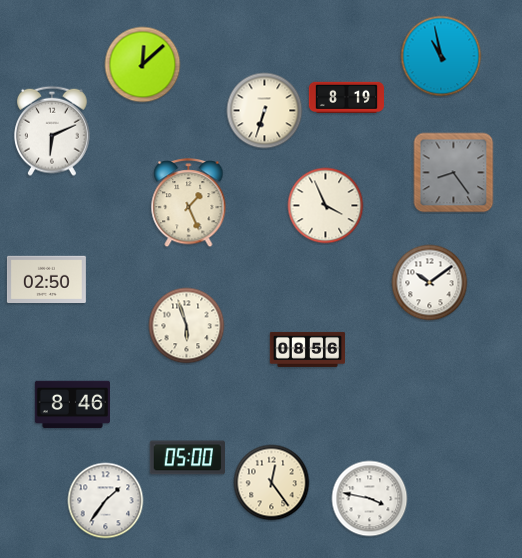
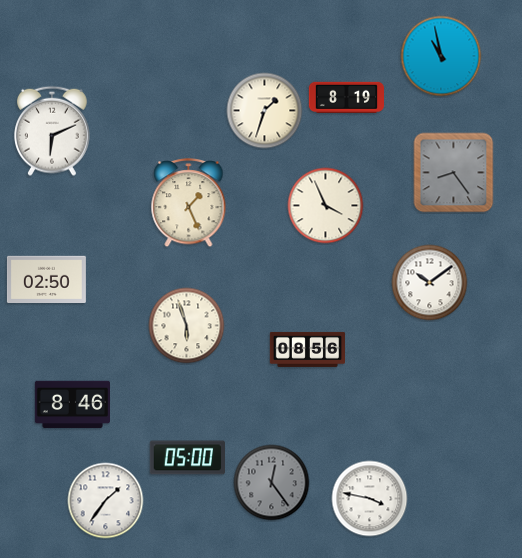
clock at (143, 65): 12:08 -> none
clock at (265, 111): 6:33 -> 1:33
clock at (272, 483) dial: cream -> grey
